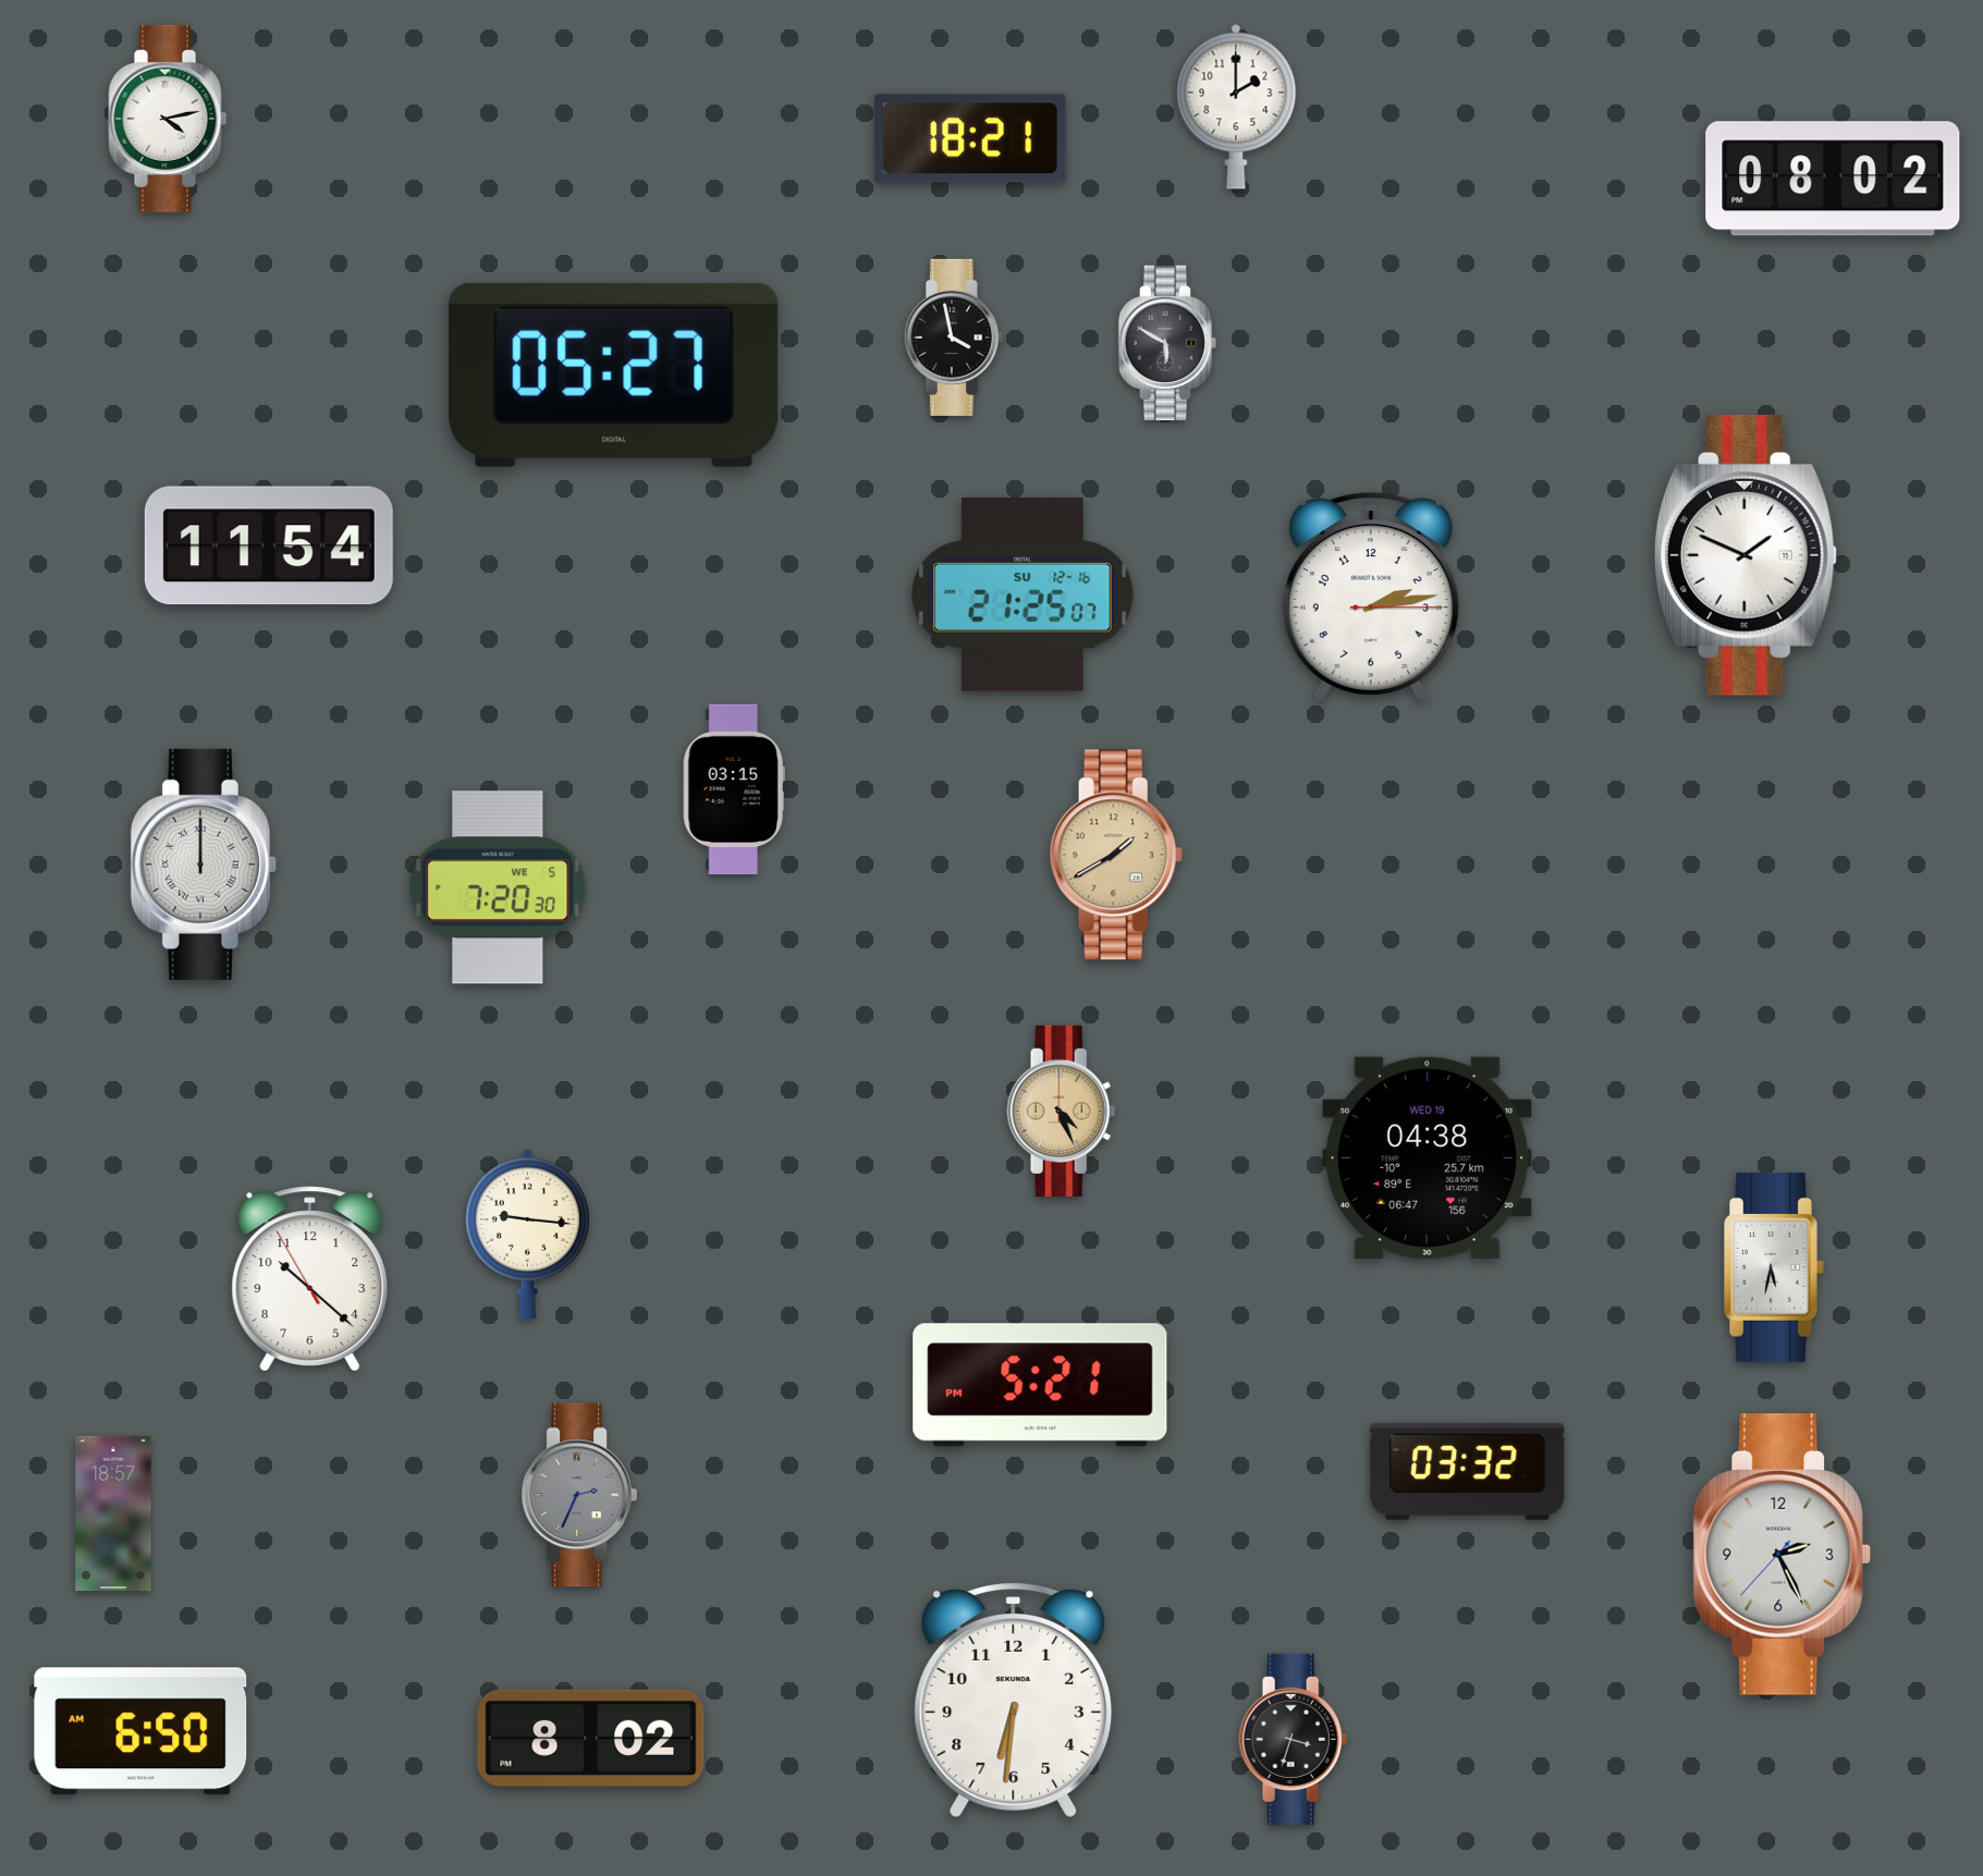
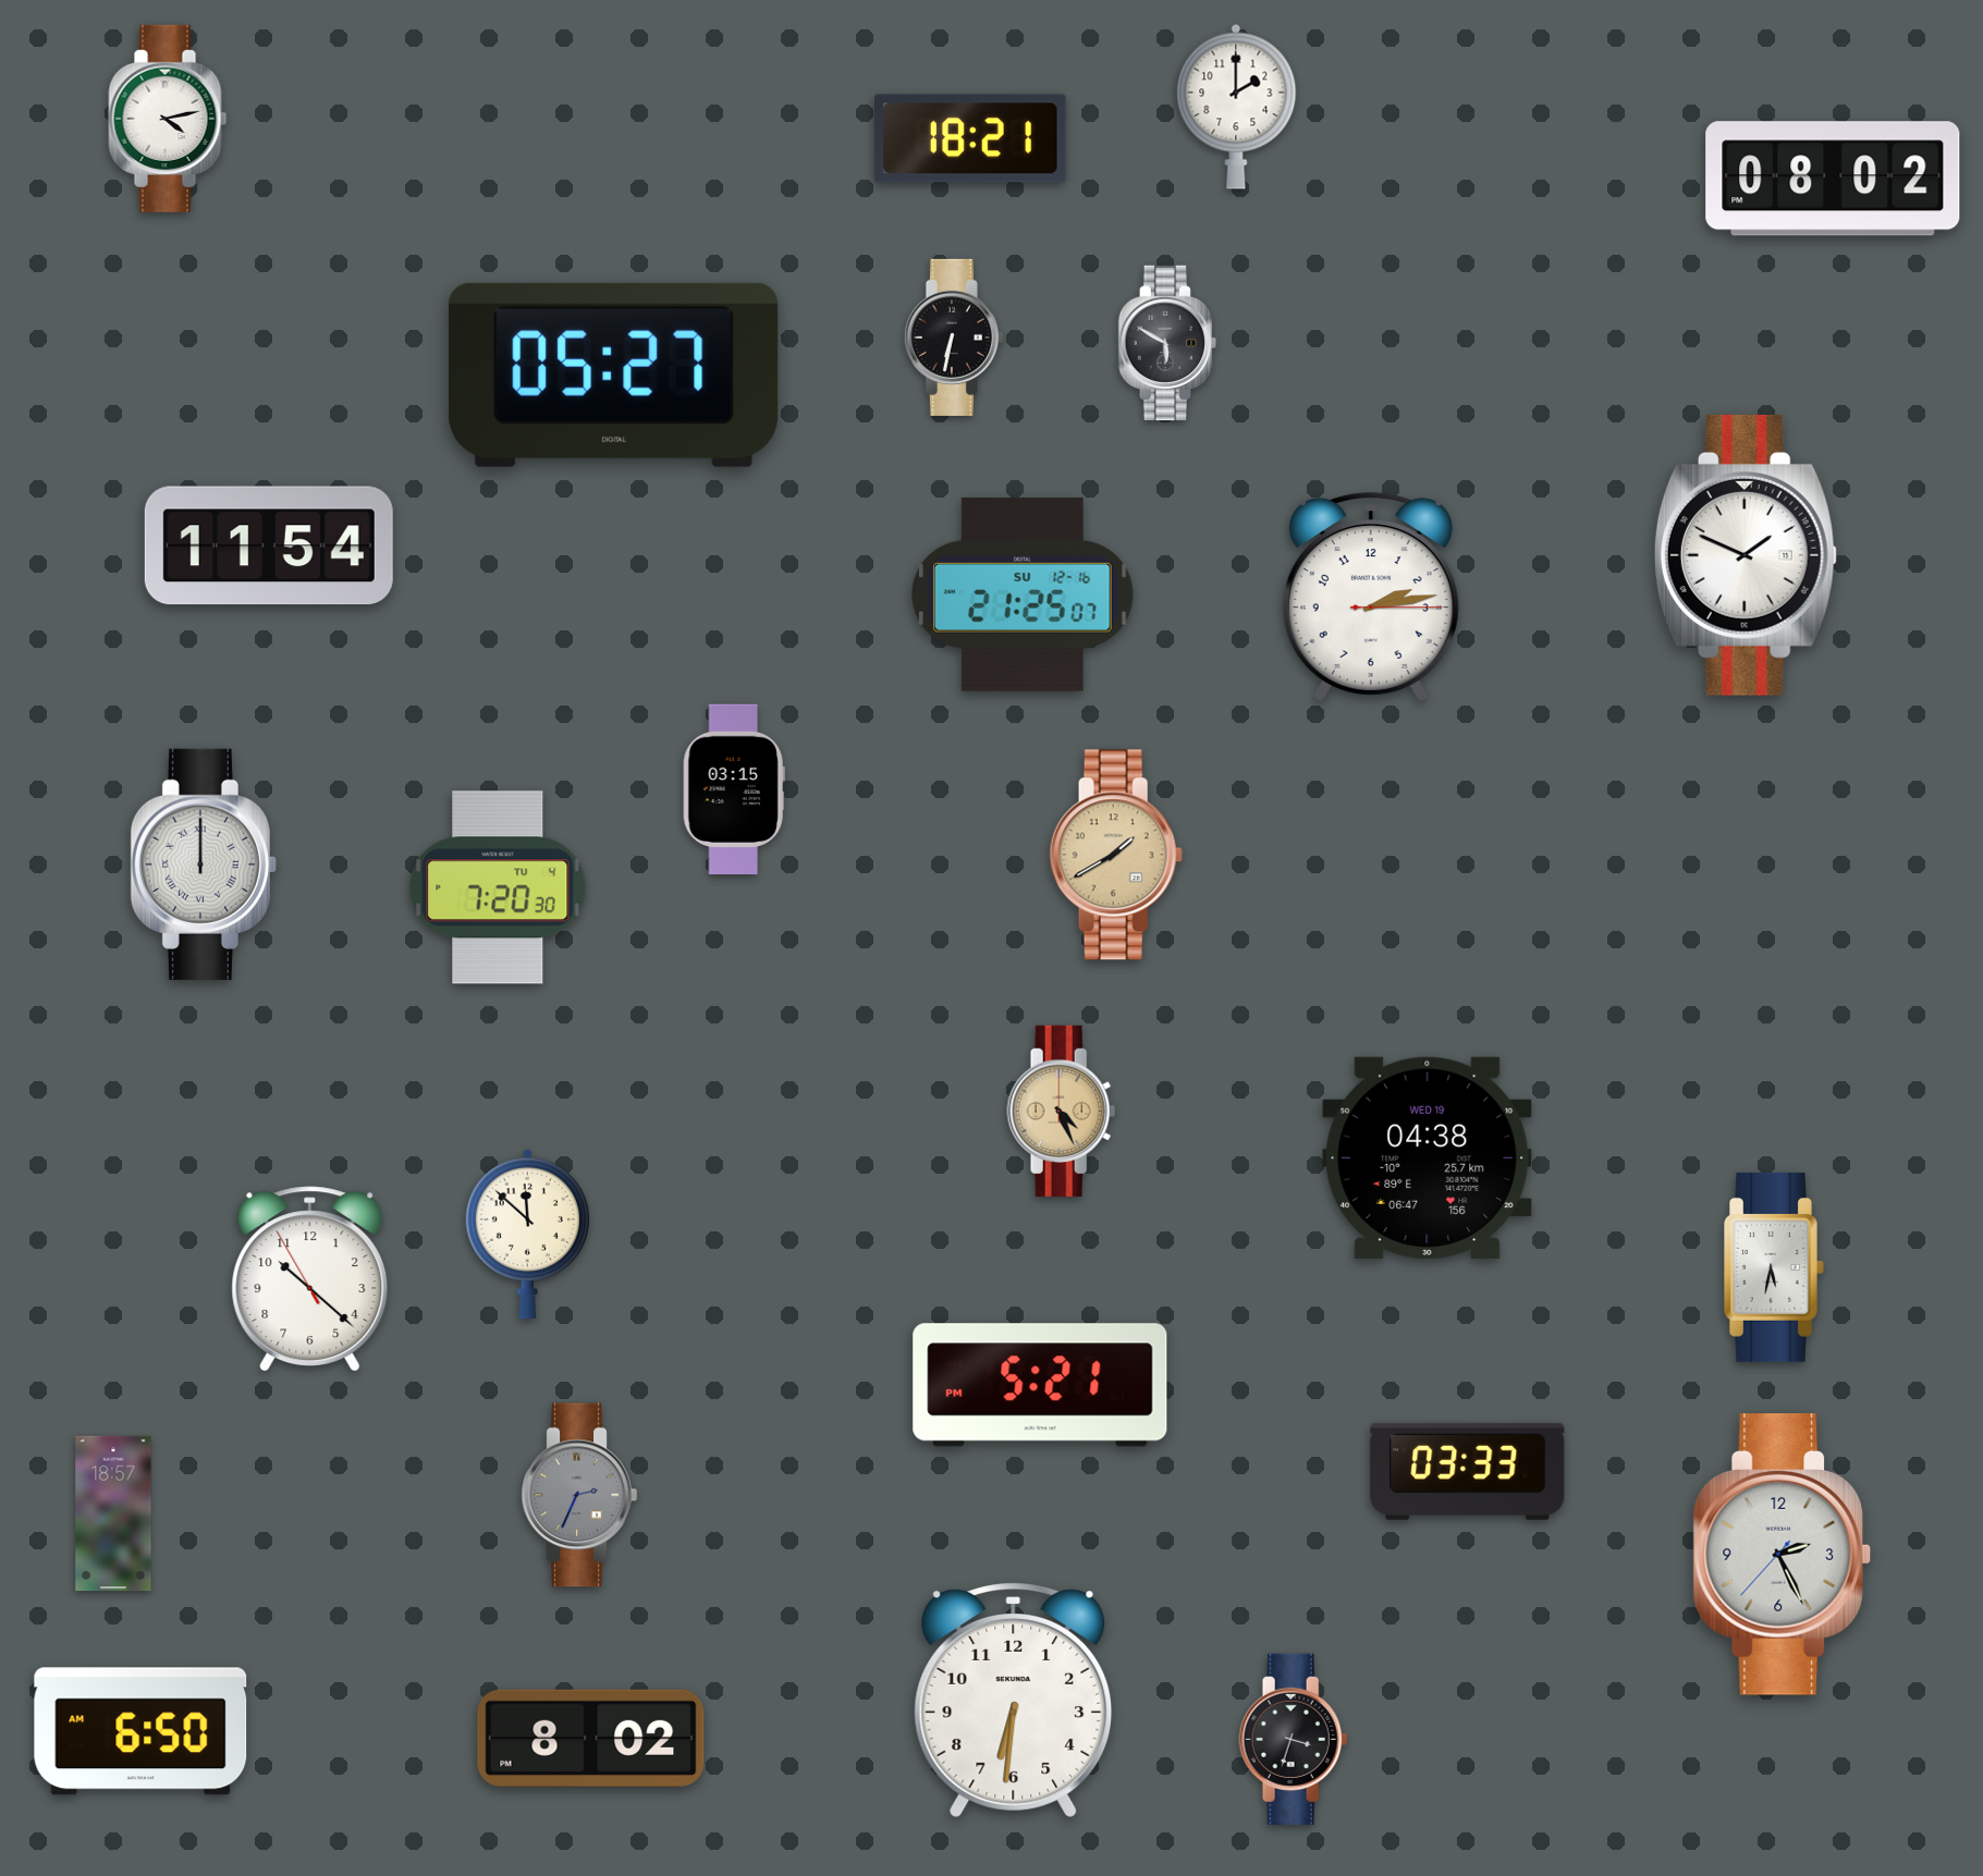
clock at (954, 338): 3:58 -> 6:32
clock at (498, 887) date: WE 5 -> TU 4
clock at (527, 1234): 9:16 -> 11:52
clock at (1468, 1471): 03:32 -> 03:33
